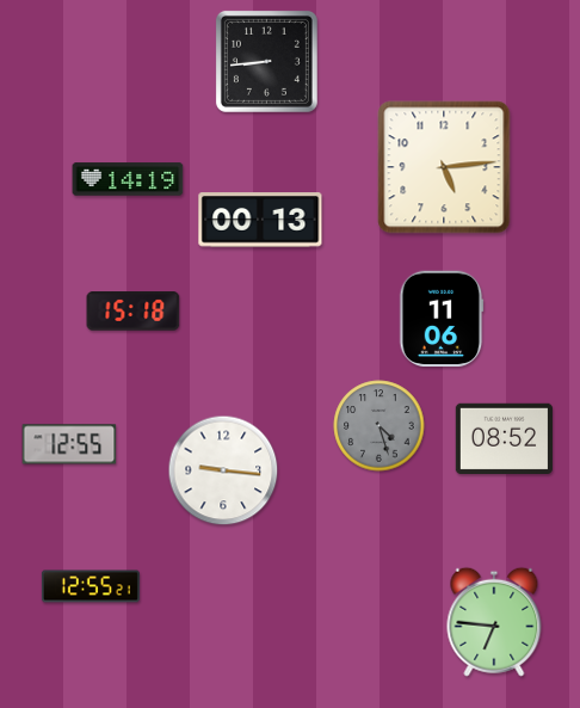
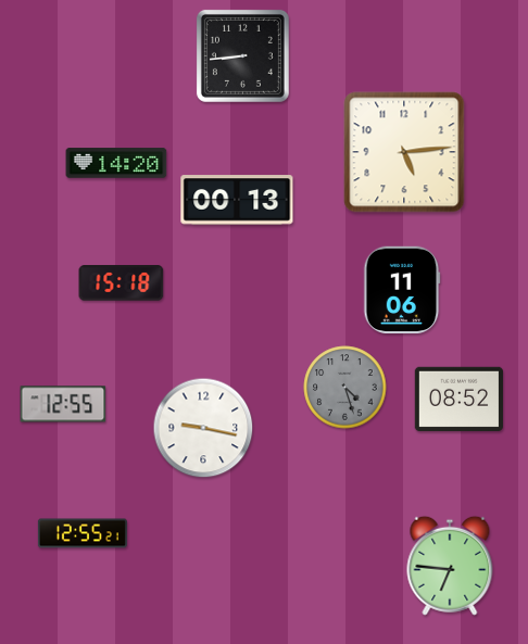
clock at (128, 179): 14:19 -> 14:20
clock at (223, 470): 9:16 -> 9:17
